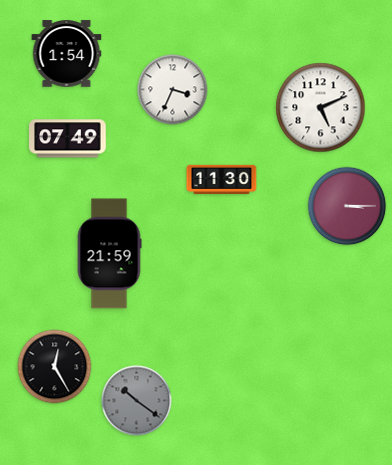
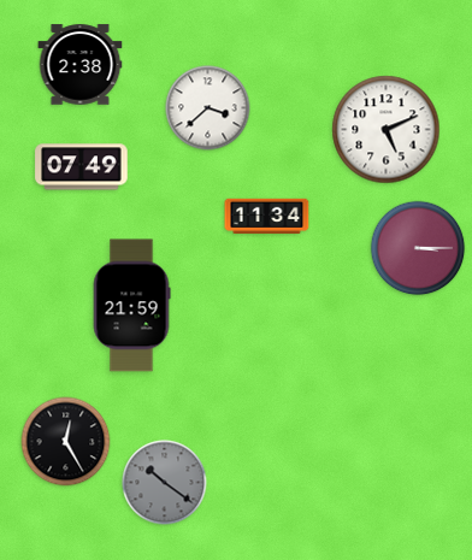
clock at (67, 54): 1:54 -> 2:38
clock at (173, 90): 3:34 -> 3:38
clock at (222, 179): 11:30 -> 11:34
